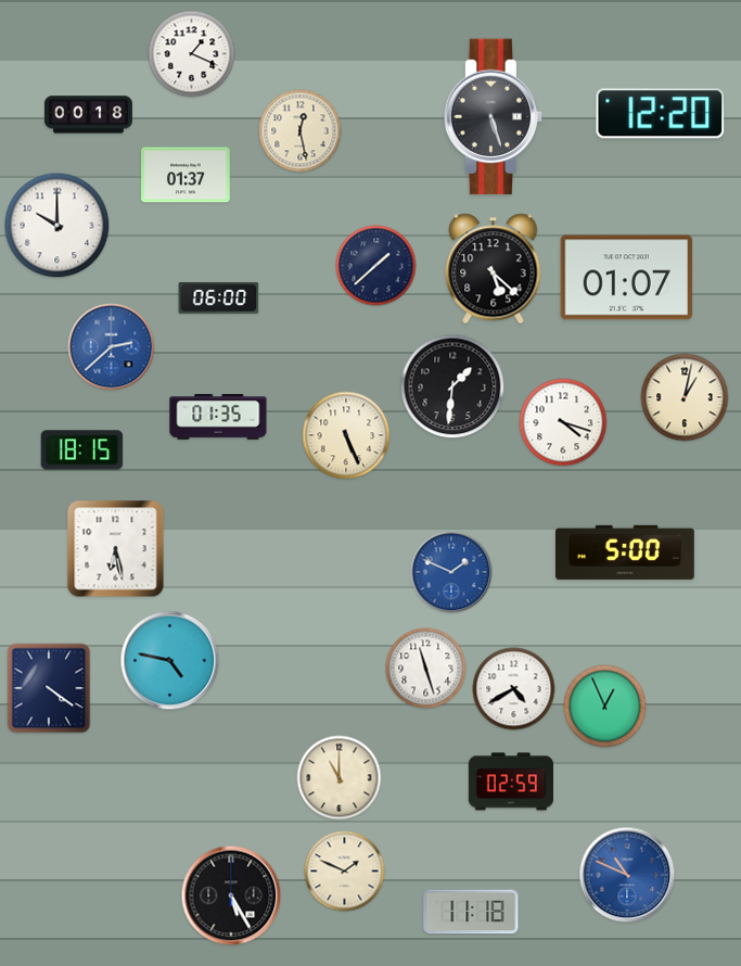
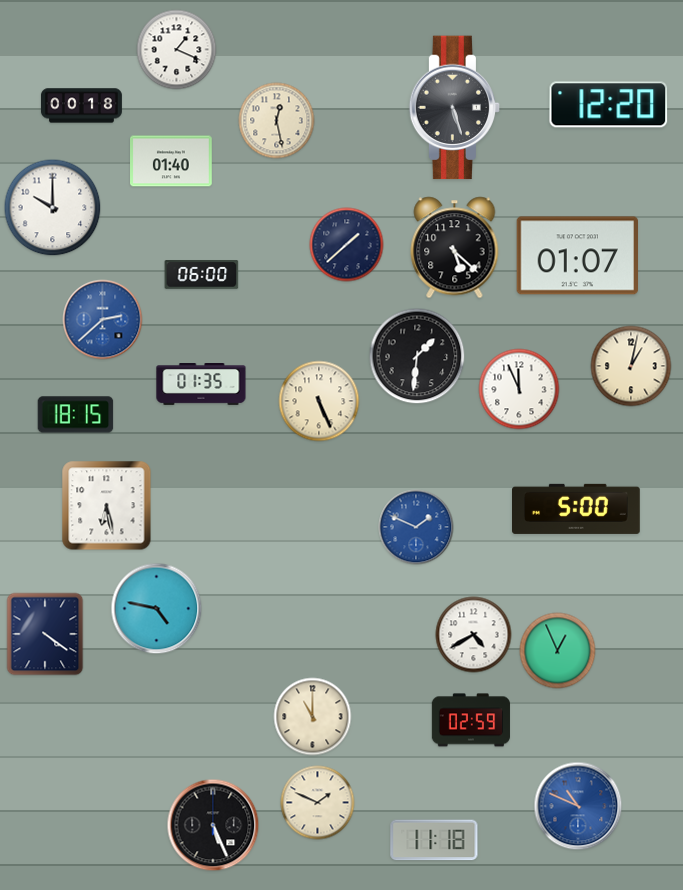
clock at (187, 175): 01:37 -> 01:40
clock at (563, 422): 4:18 -> 11:56
clock at (426, 669): 11:27 -> none
clock at (231, 895): 5:25 -> 5:26
